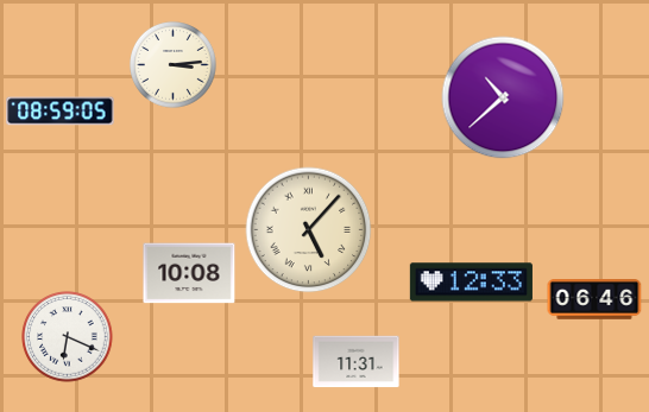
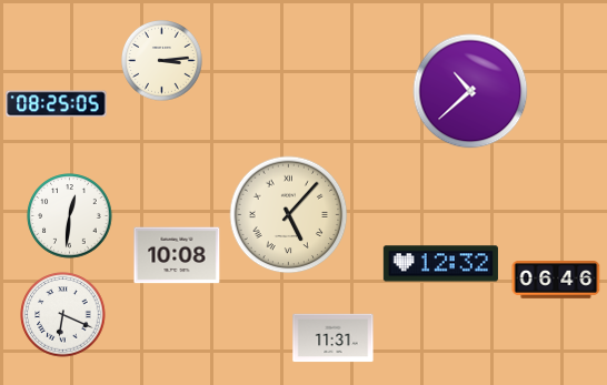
clock at (61, 112): 08:59 -> 08:25
clock at (70, 216): none -> 12:31
clock at (471, 283): 12:33 -> 12:32
